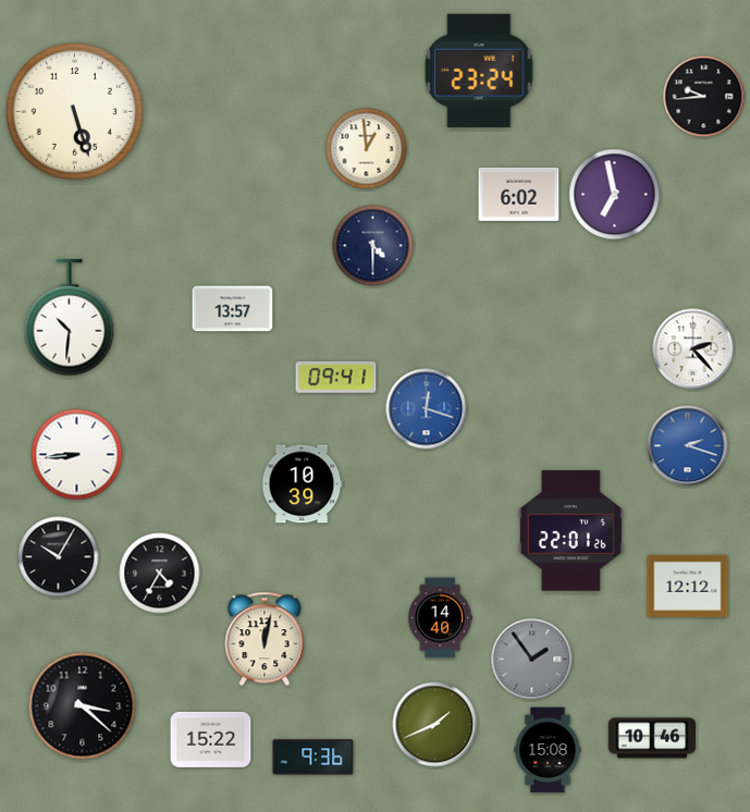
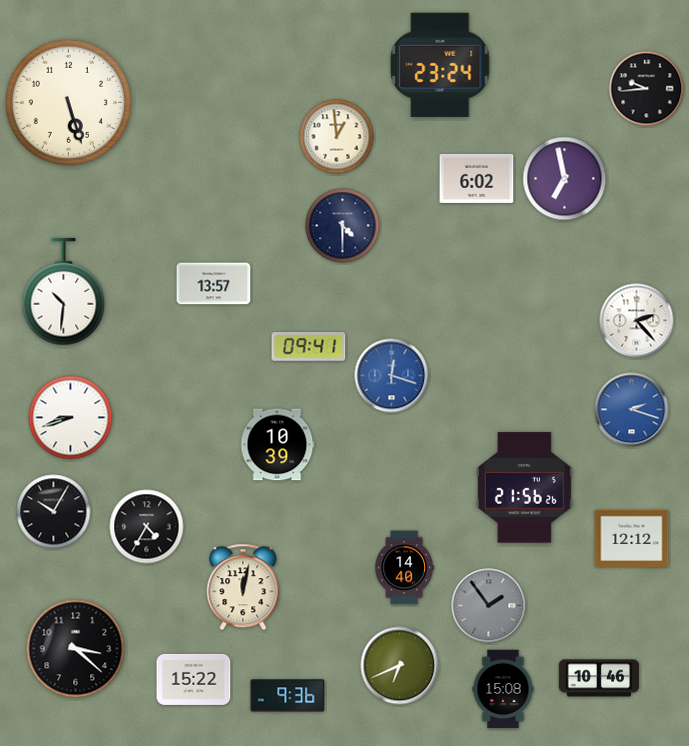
clock at (77, 455): 8:44 -> 8:42
clock at (570, 531): 22:01 -> 21:56
clock at (435, 725): 1:41 -> 6:41
